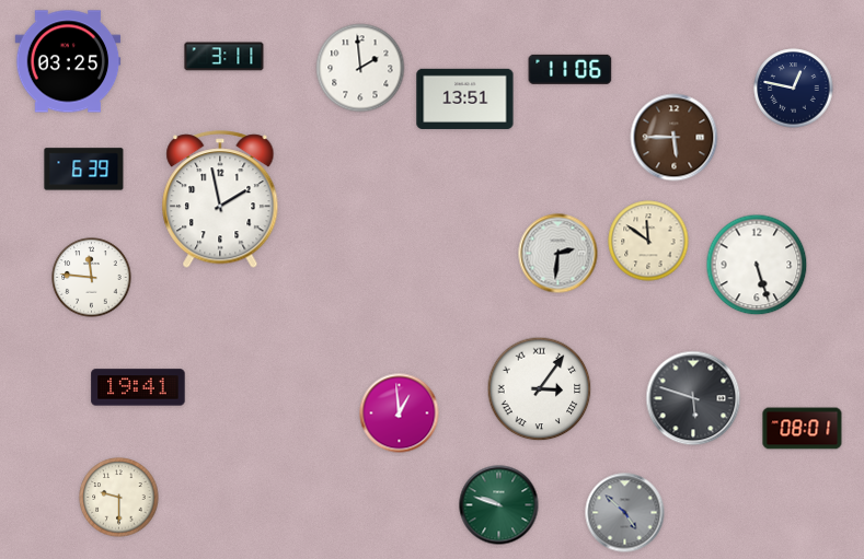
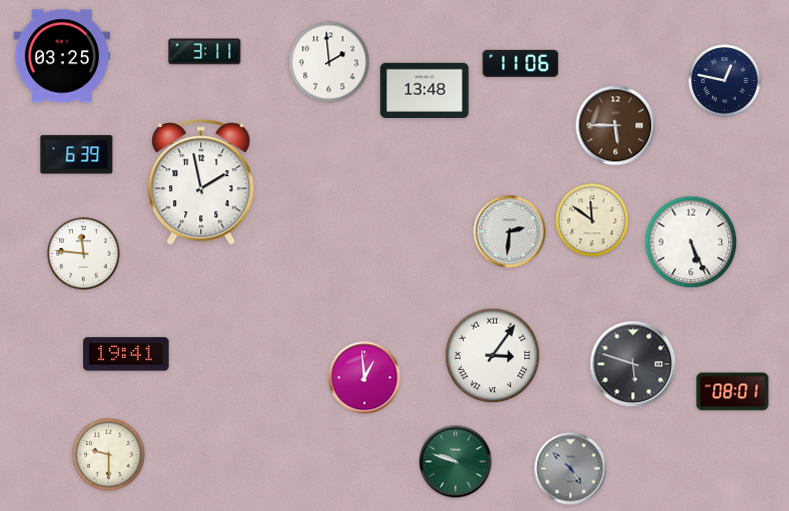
clock at (465, 98): 13:51 -> 13:48
clock at (757, 265): 5:27 -> 5:26
